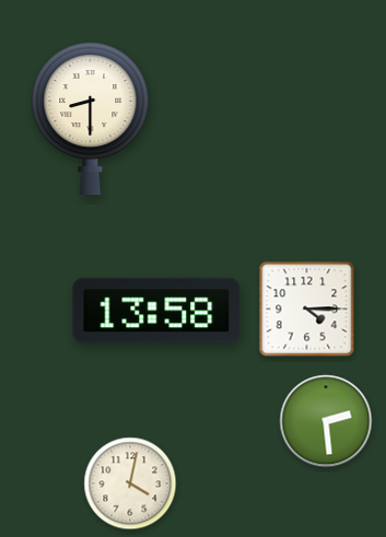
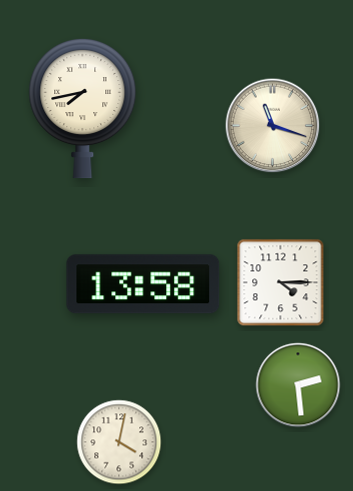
clock at (91, 118): 8:30 -> 7:43
clock at (273, 126): none -> 11:18
